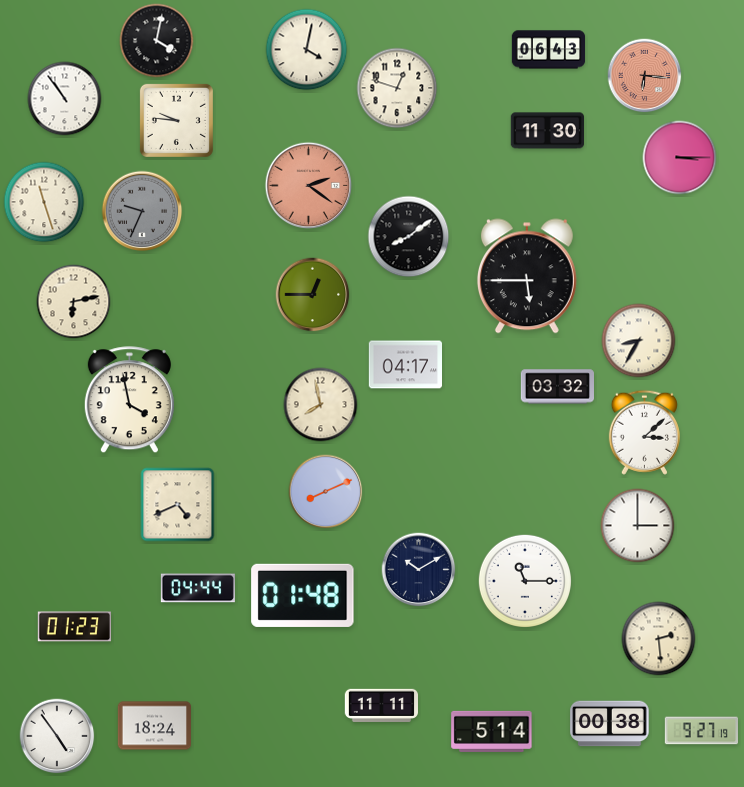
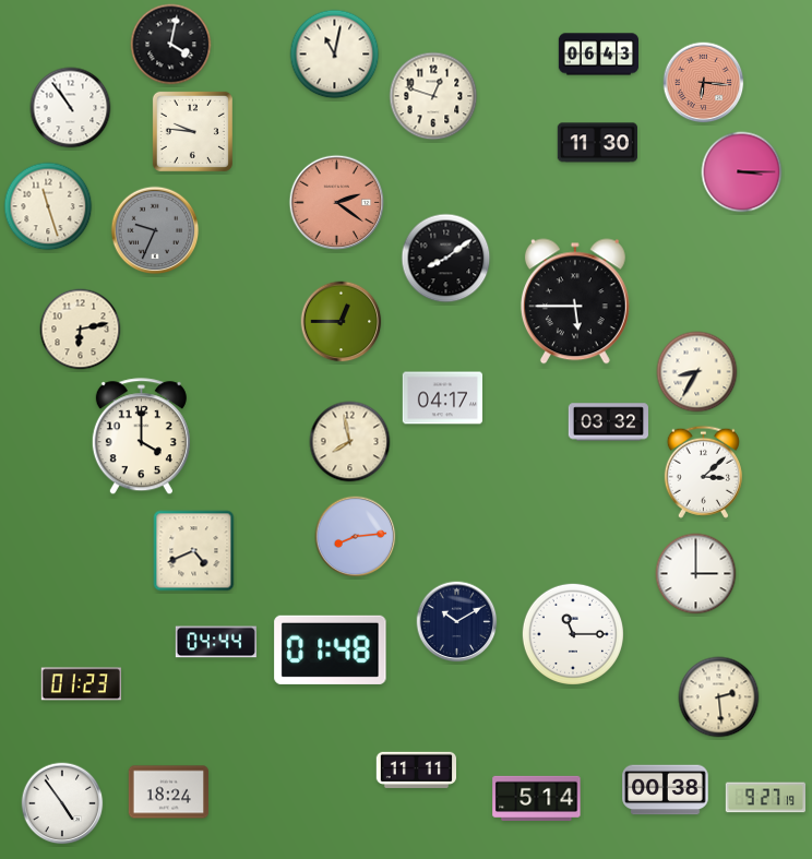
clock at (307, 50): 4:02 -> 11:02
clock at (44, 202) position: (44, 202) -> (48, 206)
clock at (129, 400): 3:58 -> 4:00
clock at (326, 492): 8:11 -> 8:14
